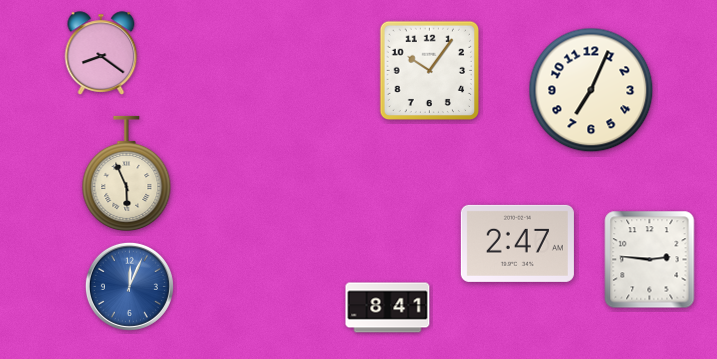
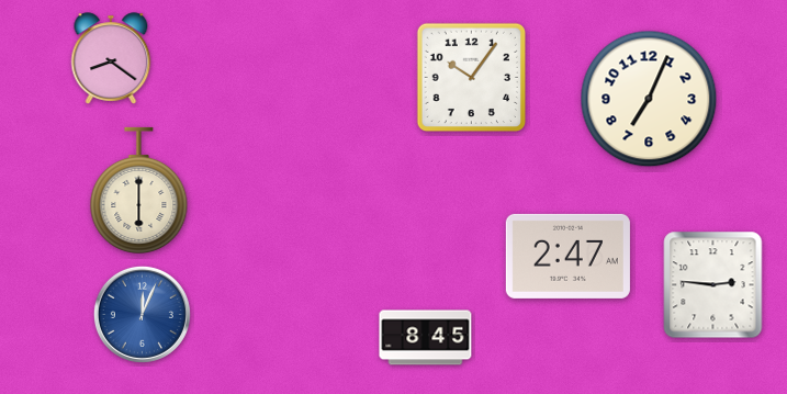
clock at (127, 173): 5:56 -> 6:00
clock at (517, 243) position: (517, 243) -> (567, 256)
clock at (388, 308): 8:41 -> 8:45
